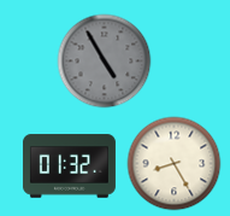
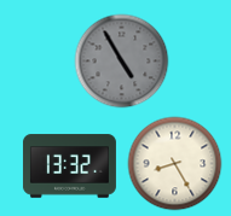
clock at (104, 60) position: (104, 60) -> (121, 60)
clock at (69, 167): 01:32 -> 13:32
